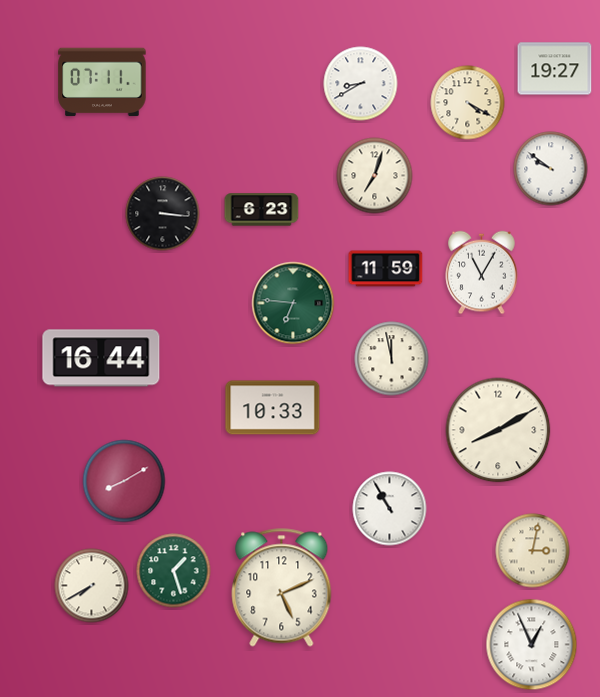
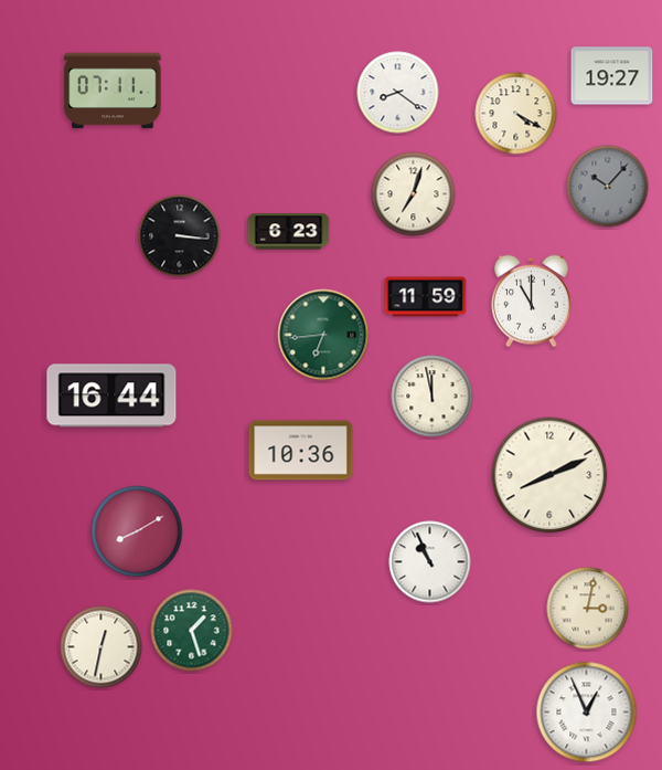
clock at (361, 84): 8:40 -> 8:21
clock at (551, 169): 9:51 -> 10:07
clock at (551, 169) dial: white -> grey
clock at (482, 273): 11:05 -> 11:00
clock at (293, 303): 6:46 -> 6:44
clock at (273, 408): 10:33 -> 10:36
clock at (498, 430): 8:10 -> 8:11
clock at (390, 509): 10:55 -> 10:56
clock at (92, 586): 7:40 -> 12:32
clock at (282, 588): 5:11 -> none
